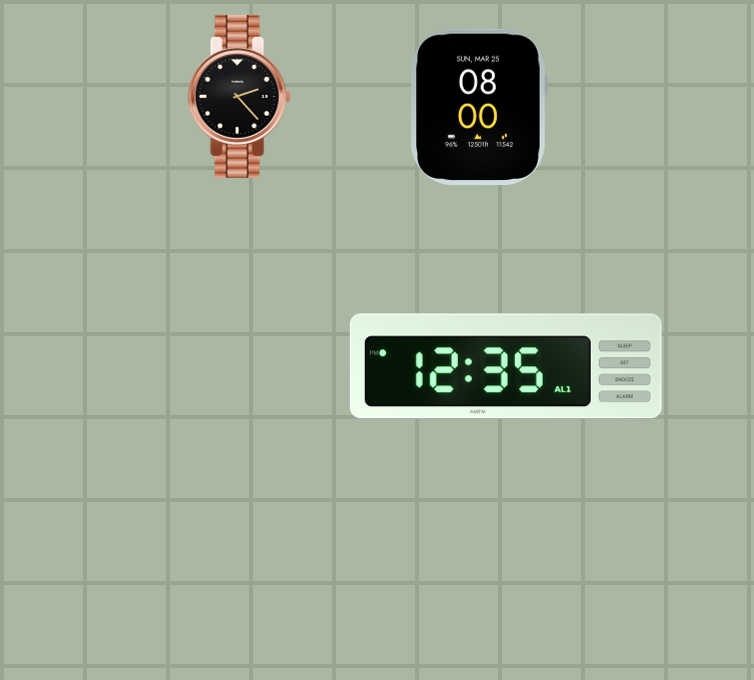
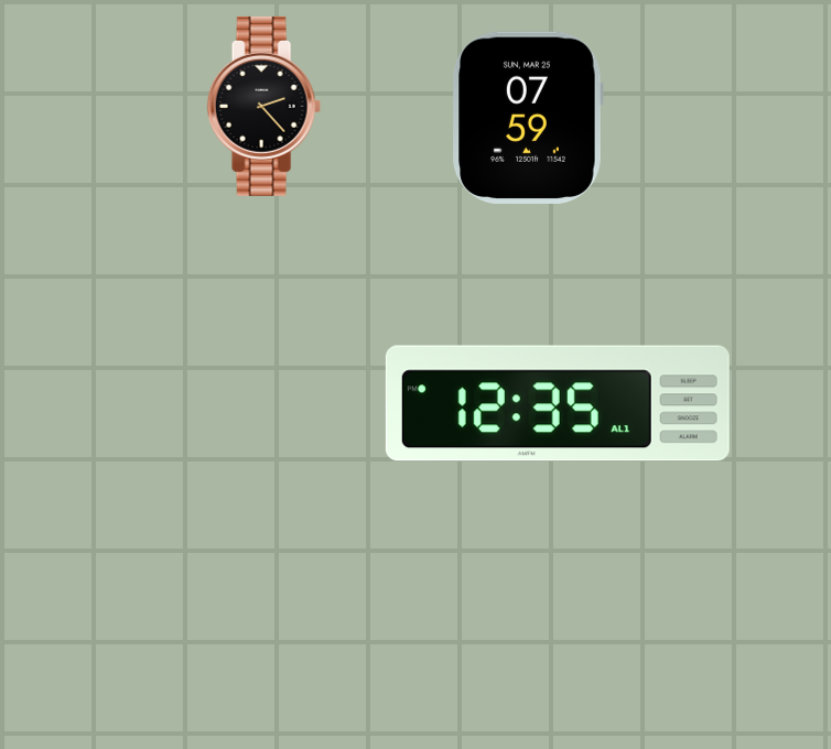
clock at (479, 106): 08:00 -> 07:59
